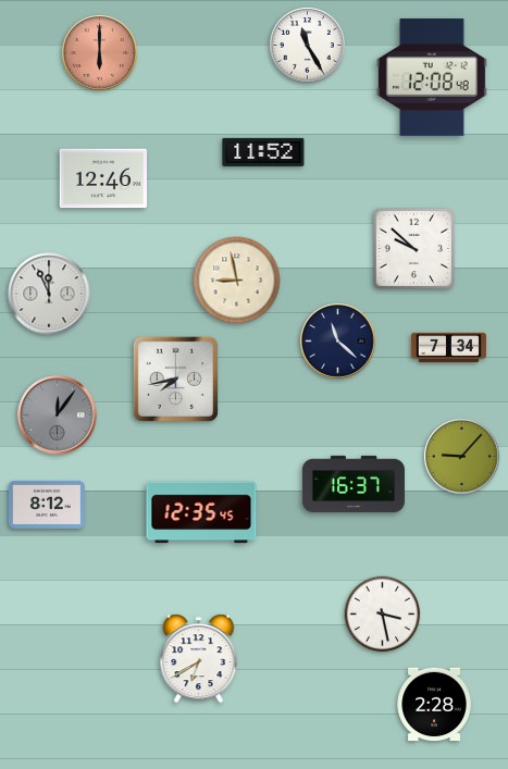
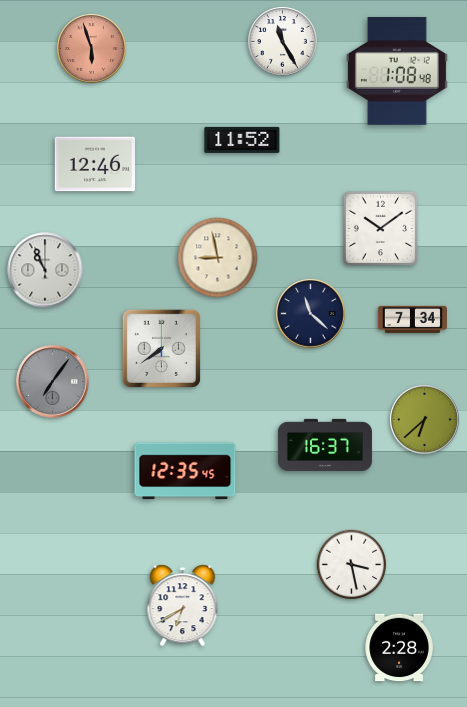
clock at (100, 53): 6:00 -> 5:57
clock at (432, 77): 12:08 -> 1:08
clock at (414, 249): 9:52 -> 10:09
clock at (49, 294): 11:56 -> 10:56
clock at (175, 379): 7:43 -> 7:39
clock at (58, 415): 12:06 -> 7:06
clock at (462, 457): 9:07 -> 6:38
clock at (47, 505): 8:12 -> none
